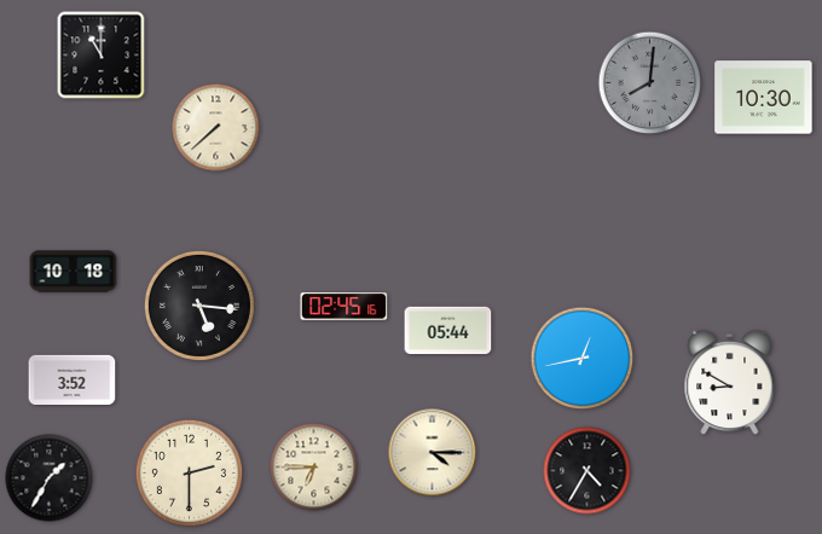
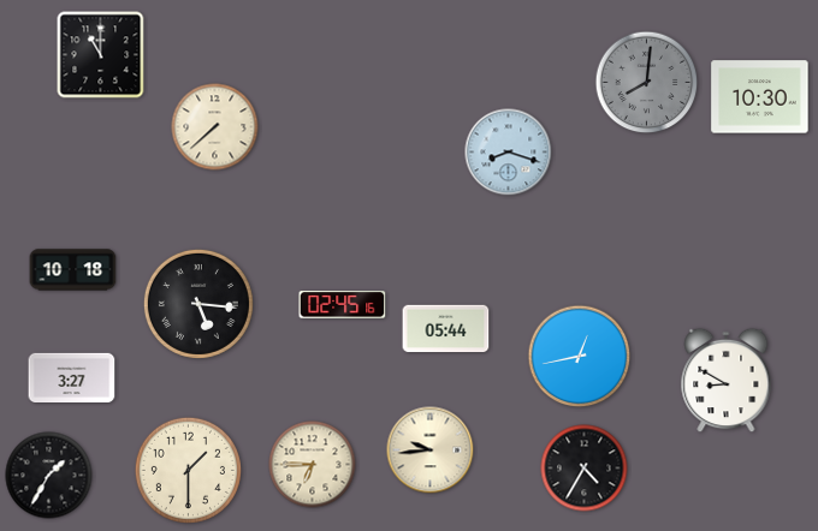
clock at (509, 153): none -> 8:18
clock at (73, 379): 3:52 -> 3:27
clock at (433, 453): 4:15 -> 9:44
clock at (189, 472): 2:30 -> 1:30
